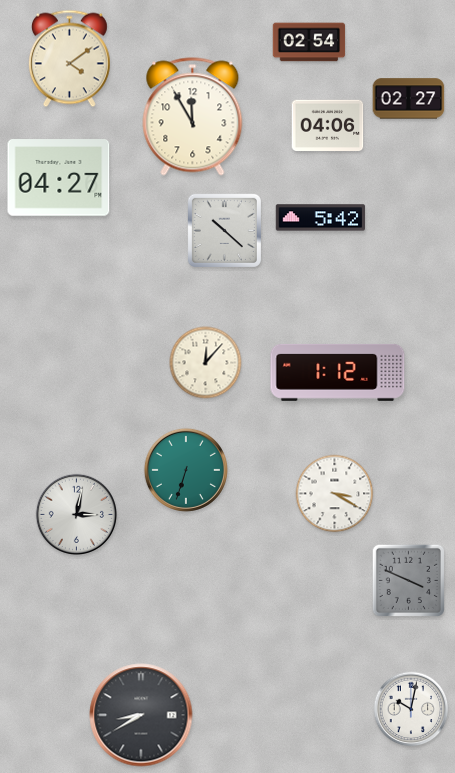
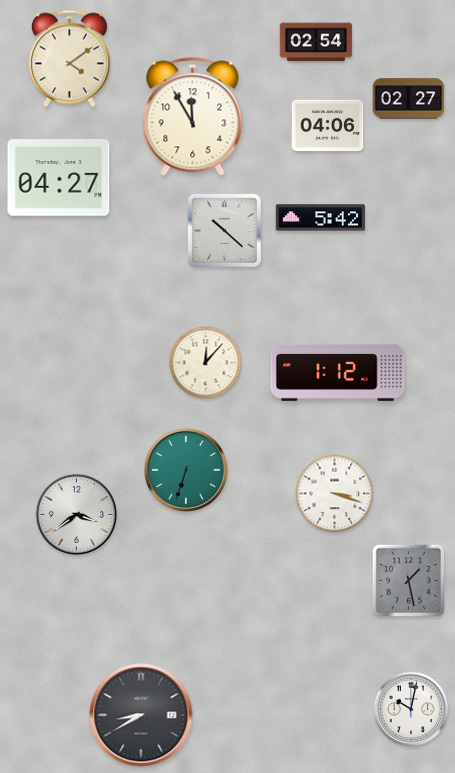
clock at (309, 42) position: (309, 42) -> (316, 42)
clock at (335, 494): 3:20 -> 3:18
clock at (76, 514): 3:02 -> 3:39
clock at (408, 580): 3:49 -> 1:28
